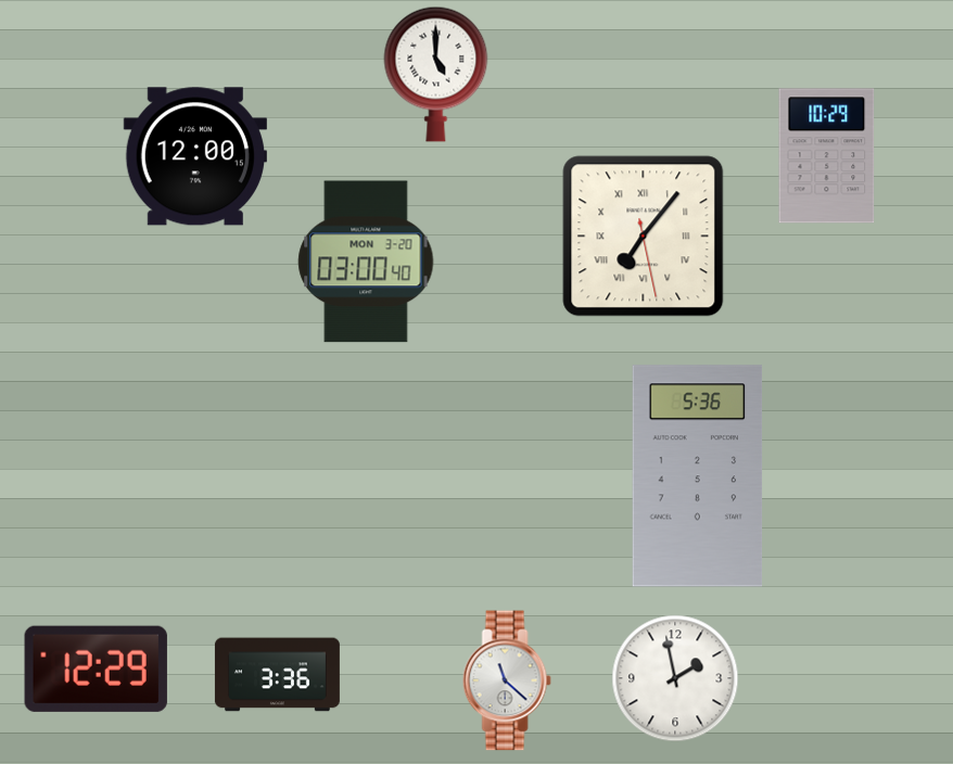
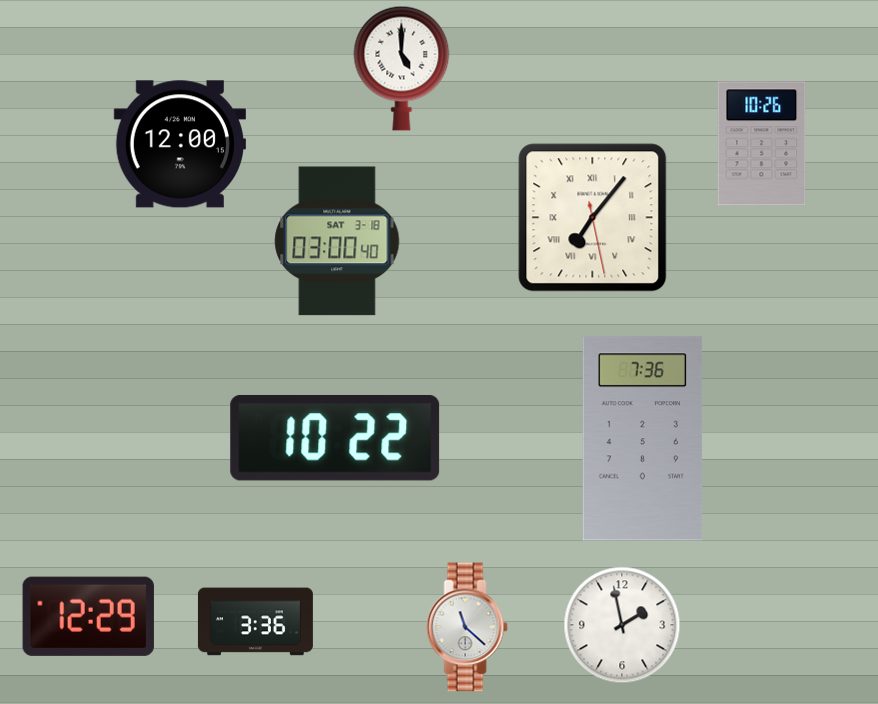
clock at (827, 156): 10:29 -> 10:26
clock at (366, 262) date: MON 3-20 -> SAT 3-18
clock at (335, 438): none -> 10:22
clock at (698, 476): 5:36 -> 7:36
